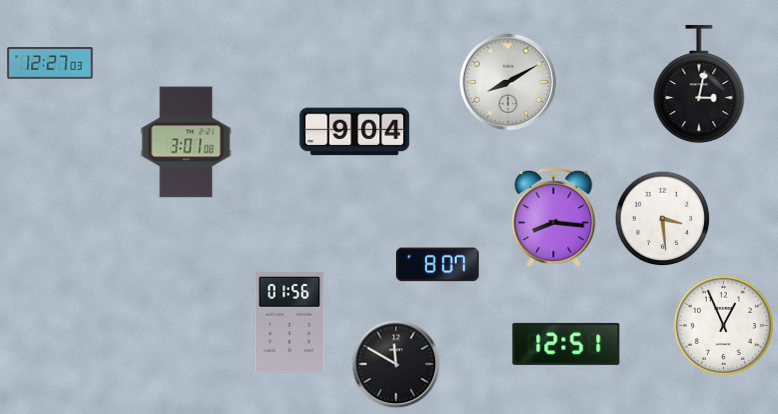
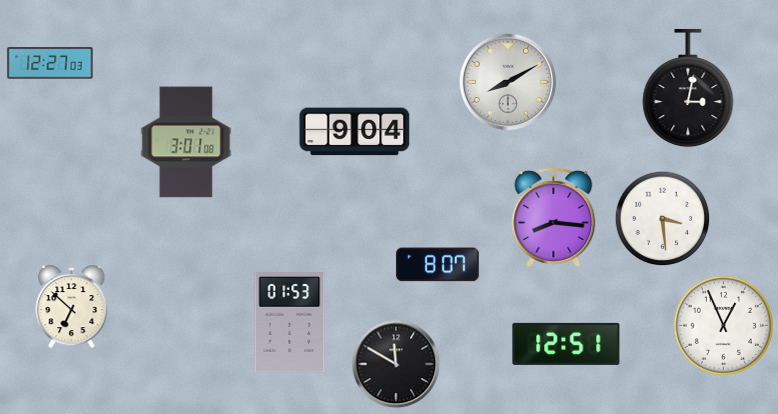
clock at (699, 84) position: (699, 84) -> (688, 88)
clock at (72, 308): none -> 6:52
clock at (290, 323): 01:56 -> 01:53
